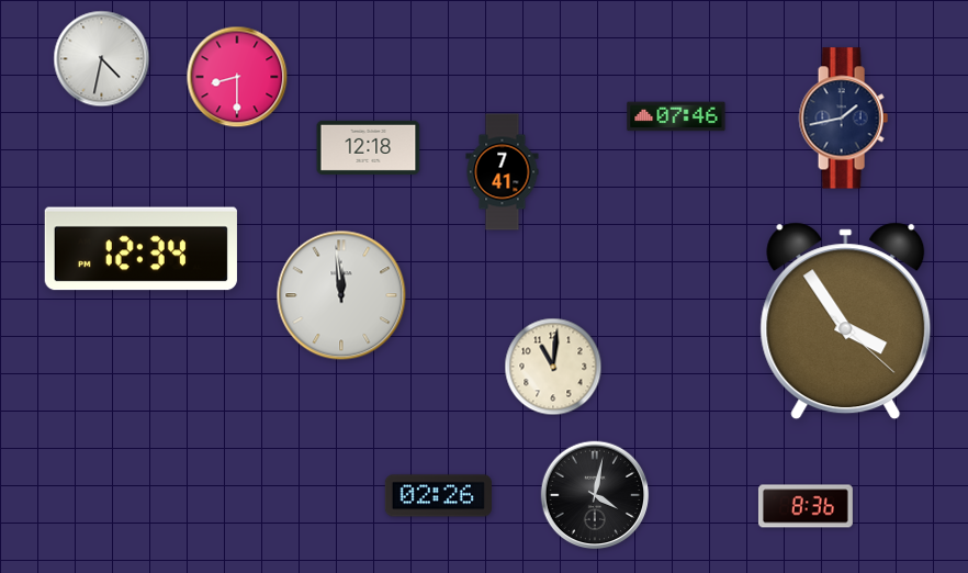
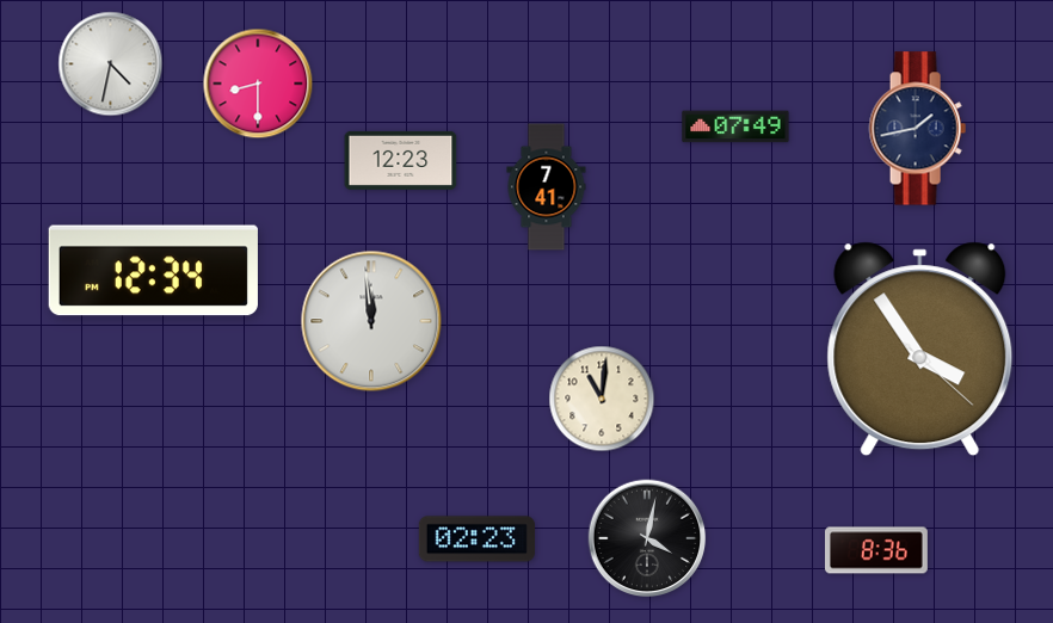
clock at (676, 116): 07:46 -> 07:49
clock at (369, 147): 12:18 -> 12:23
clock at (438, 496): 02:26 -> 02:23
